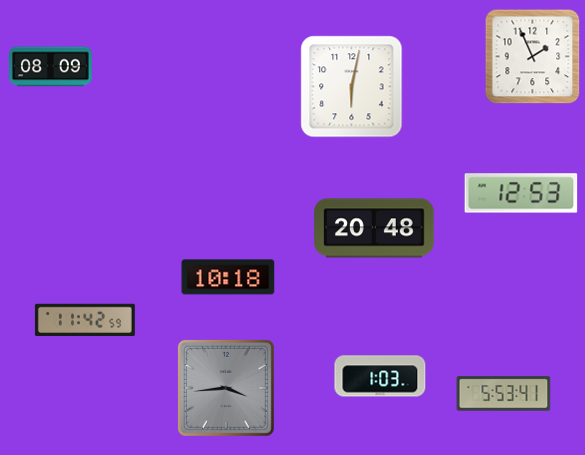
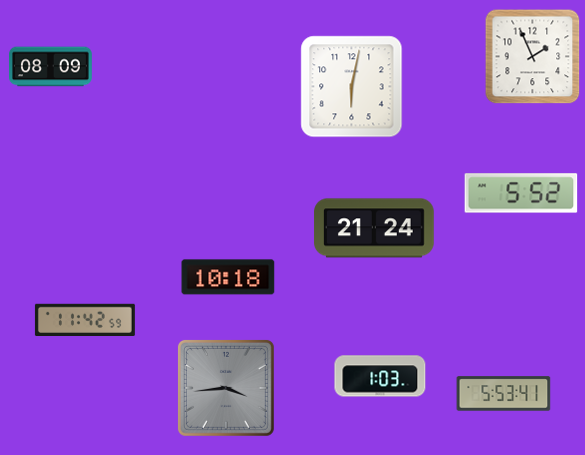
clock at (521, 193): 12:53 -> 5:52
clock at (374, 228): 20:48 -> 21:24
